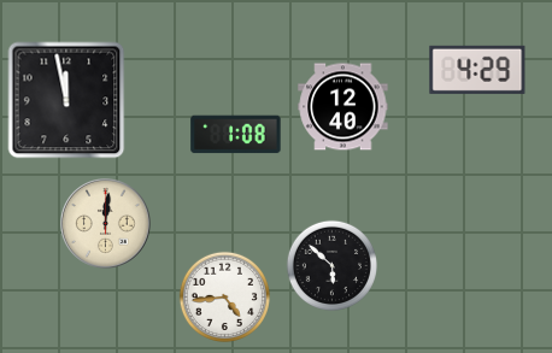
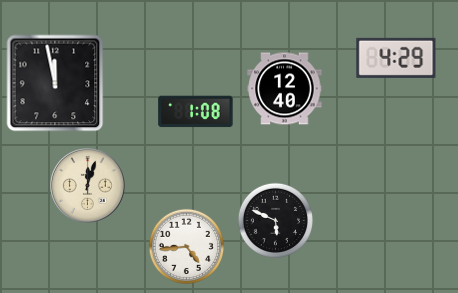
clock at (106, 224): 12:01 -> 12:03
clock at (331, 265): 5:52 -> 5:49
